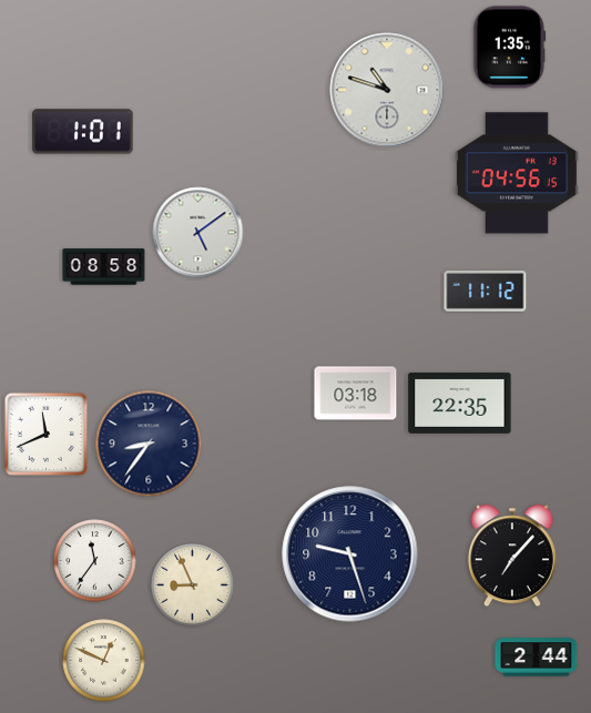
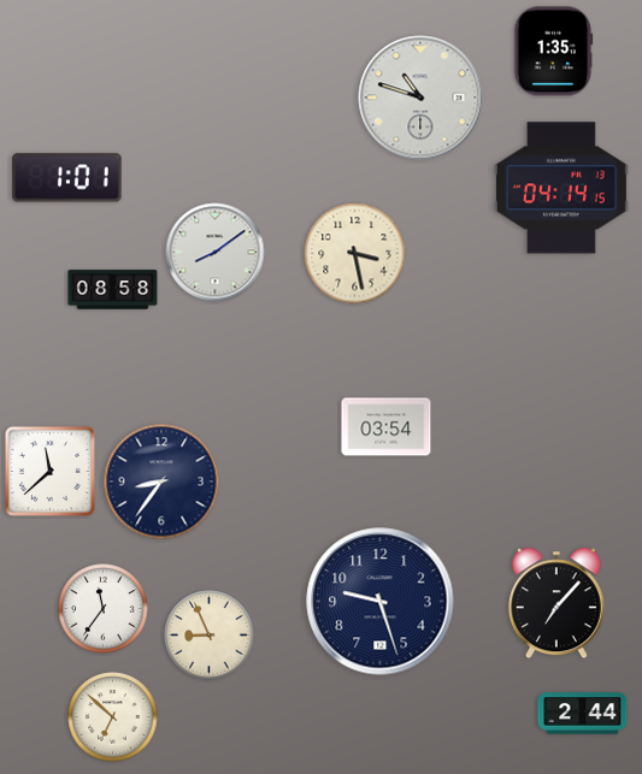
clock at (83, 132) position: (83, 132) -> (67, 178)
clock at (517, 173): 04:56 -> 04:14
clock at (198, 233): 5:09 -> 8:09
clock at (355, 254): none -> 3:28
clock at (486, 292): 11:12 -> none
clock at (356, 394): 03:18 -> 03:54
clock at (460, 403): 22:35 -> none
clock at (45, 434): 11:41 -> 11:38
clock at (104, 661): 12:49 -> 6:52
